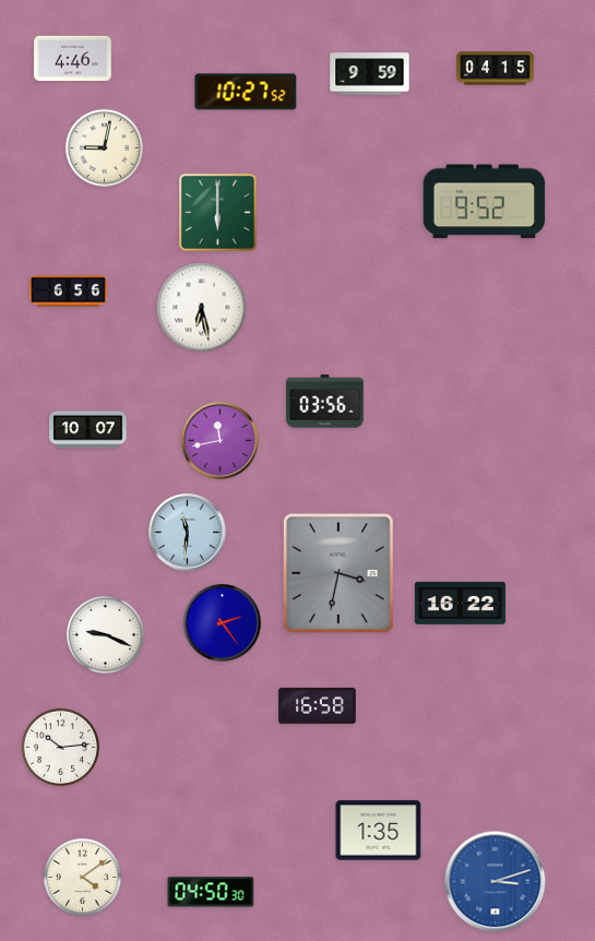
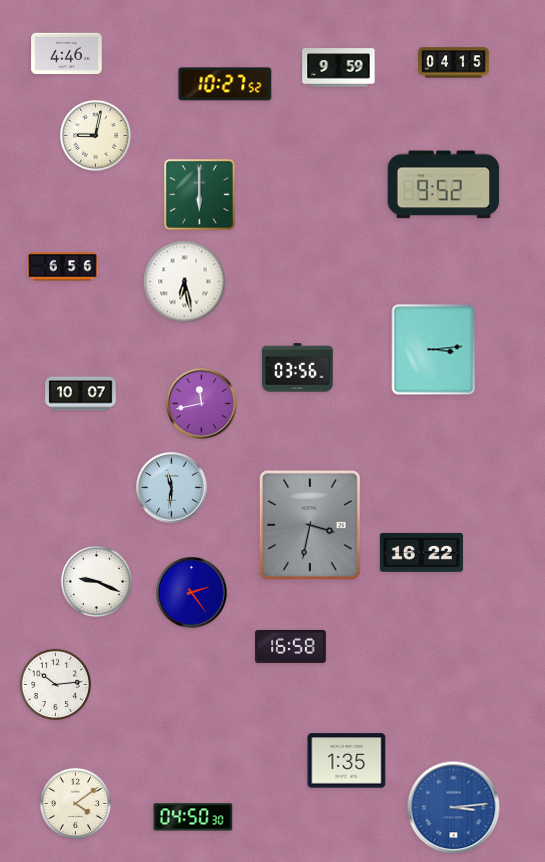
clock at (434, 350): none -> 3:14
clock at (223, 623) position: (223, 623) -> (192, 593)
clock at (496, 882): 3:12 -> 3:14
